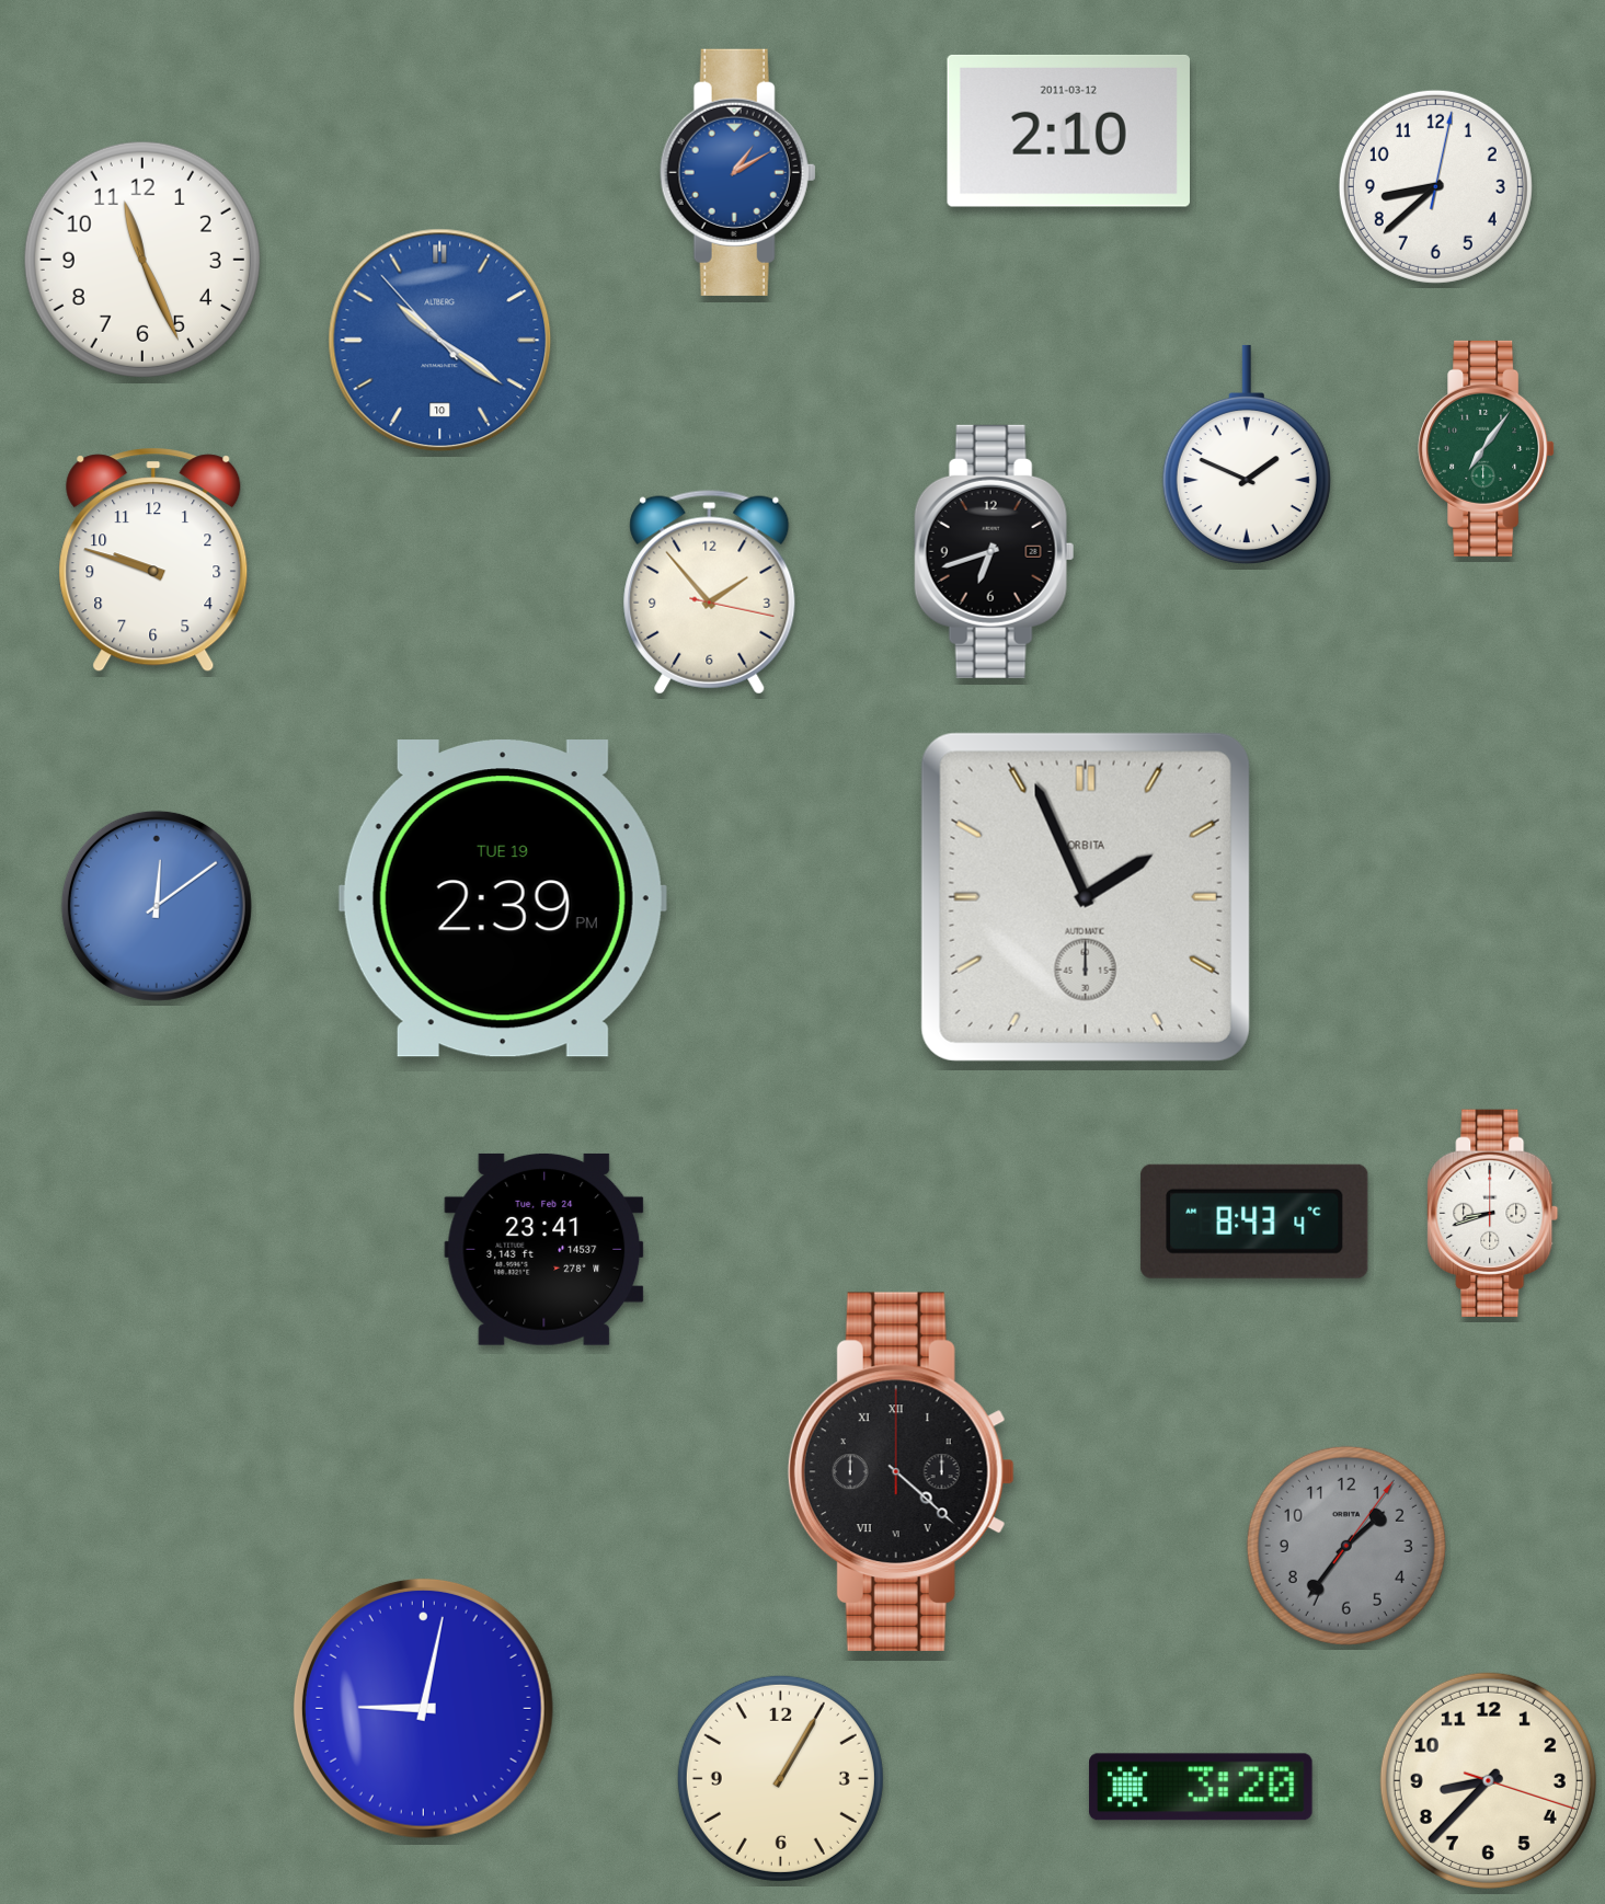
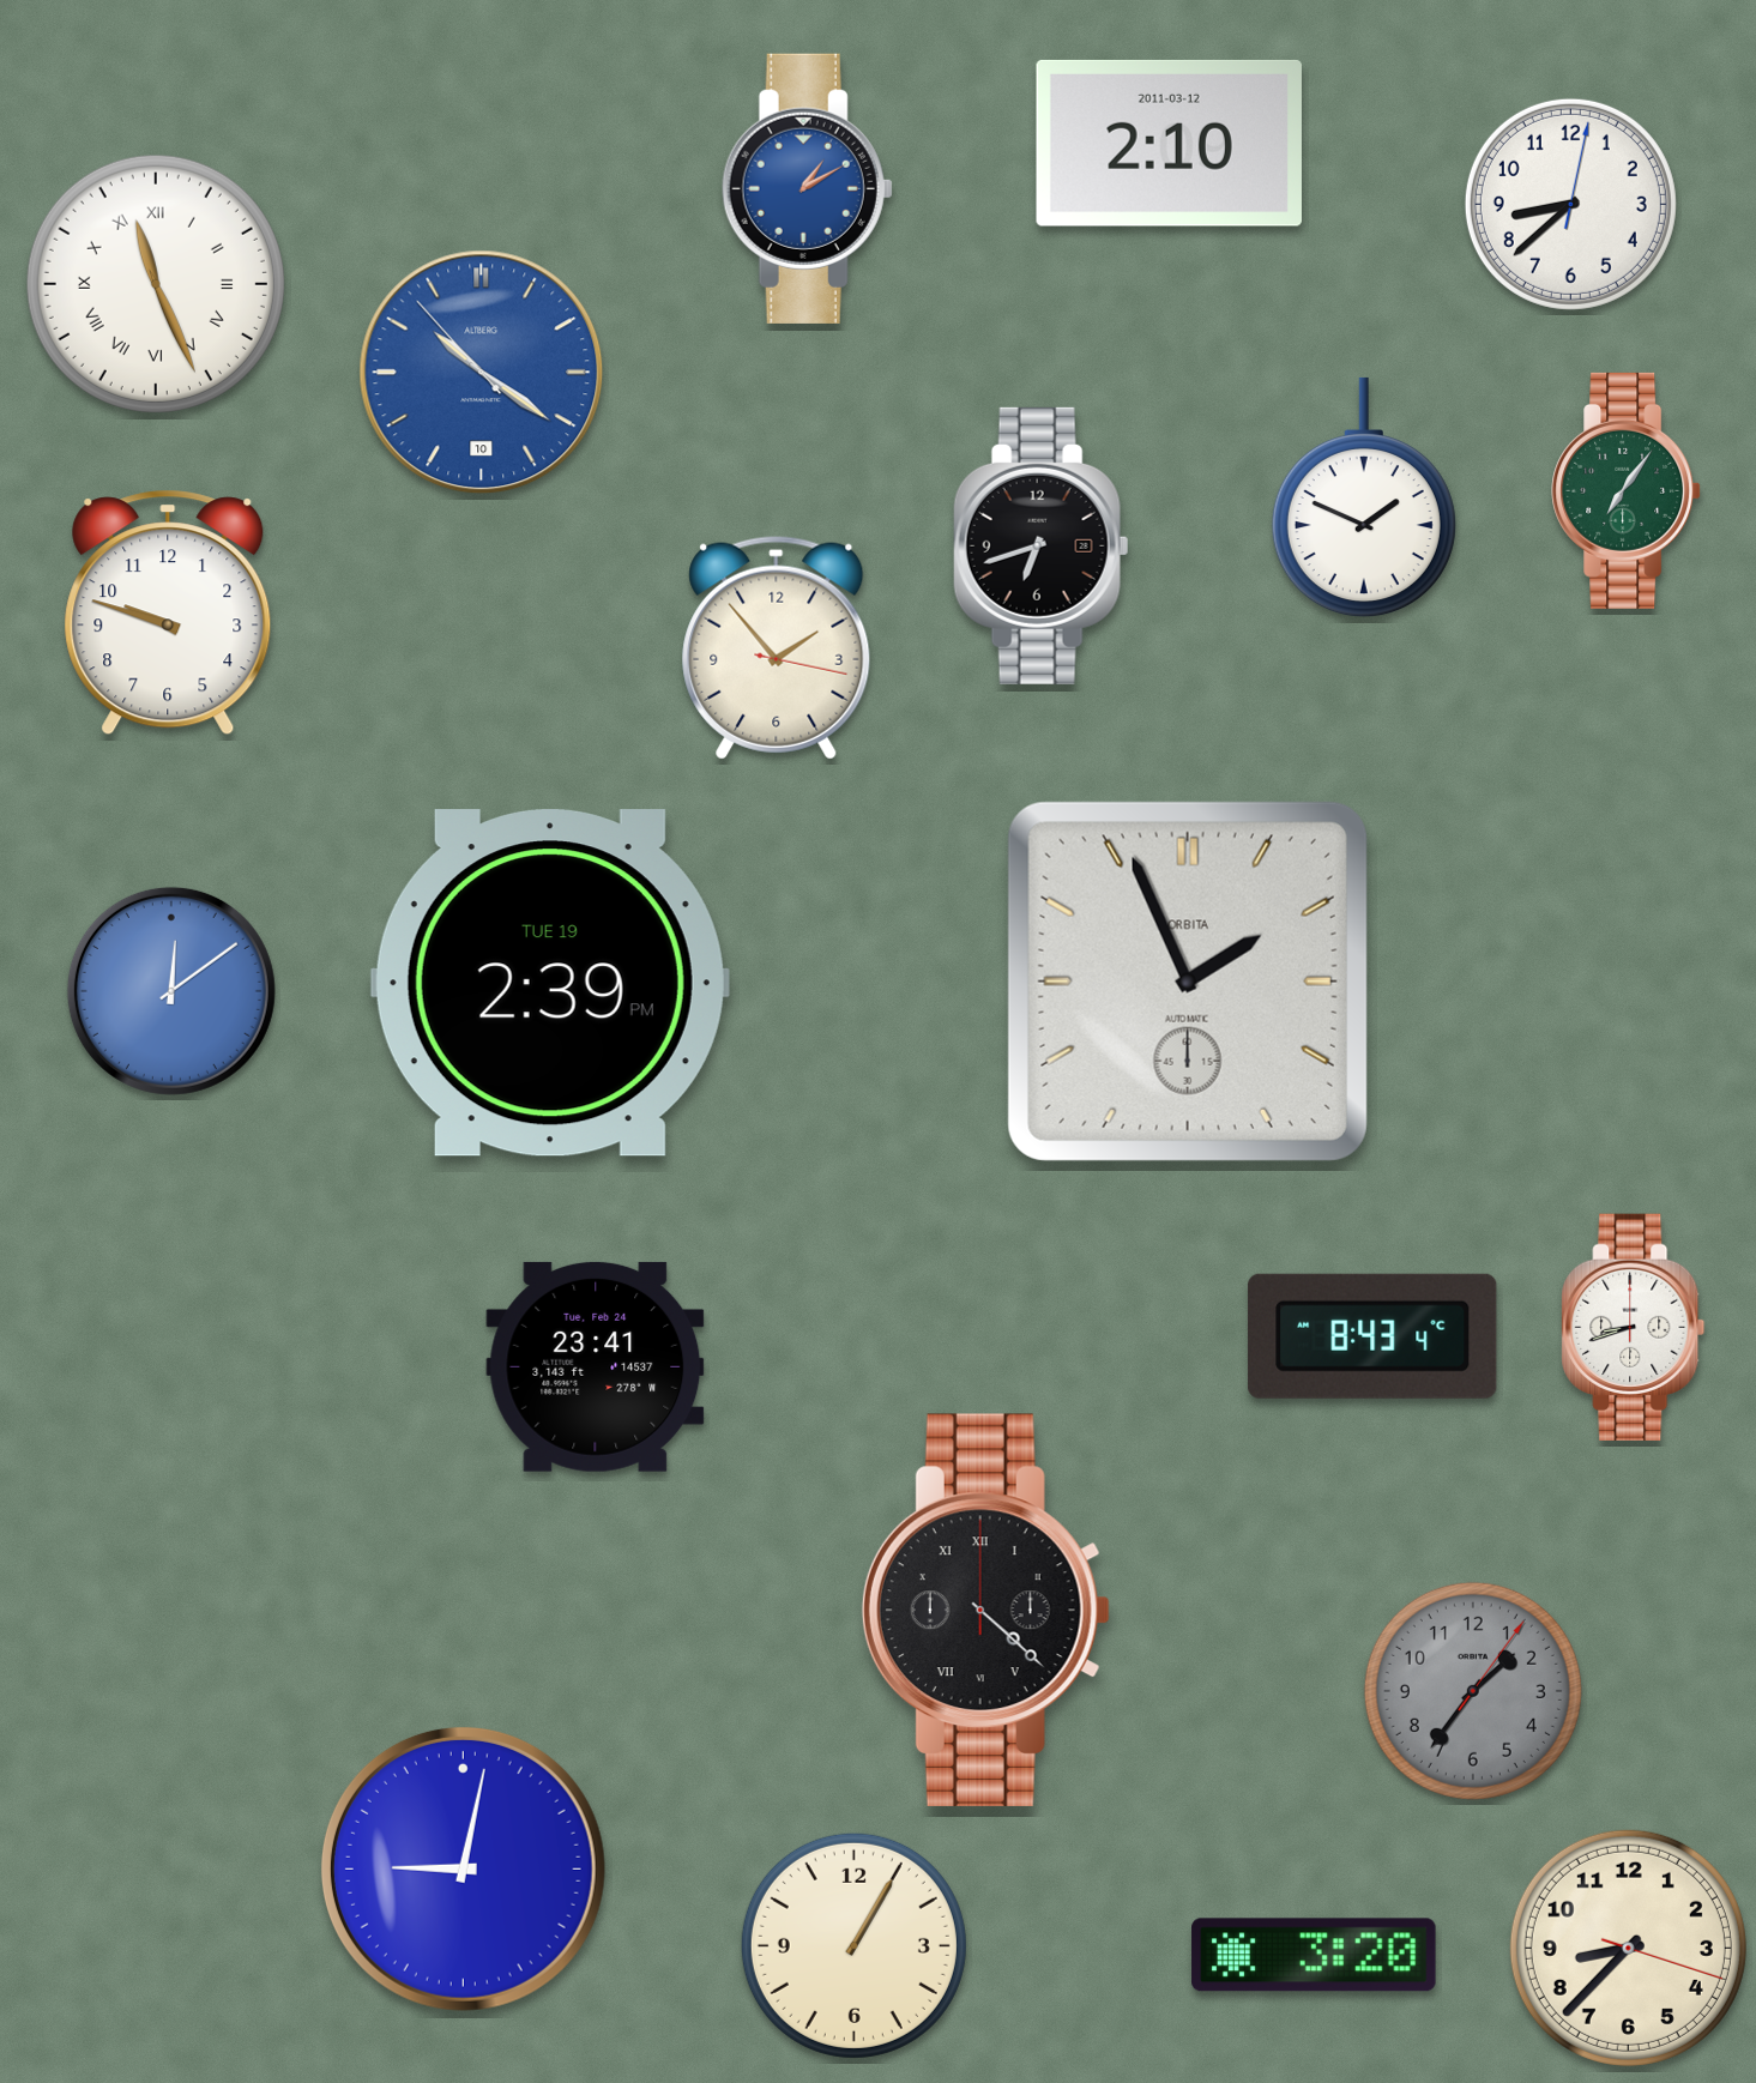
clock at (142, 260) numerals: Arabic -> Roman
clock at (995, 551) position: (995, 551) -> (1042, 545)
